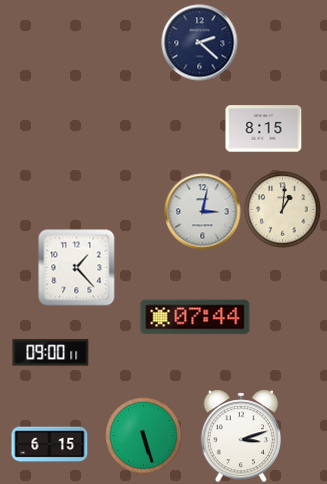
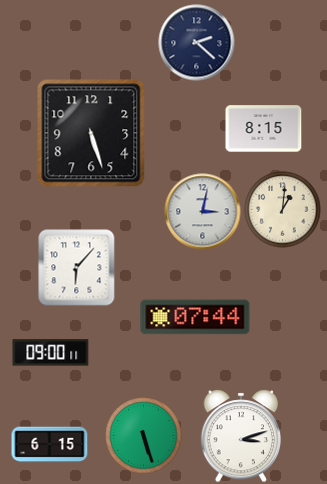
clock at (200, 43) position: (200, 43) -> (197, 43)
clock at (91, 133): none -> 5:27
clock at (77, 268): 1:23 -> 6:07
